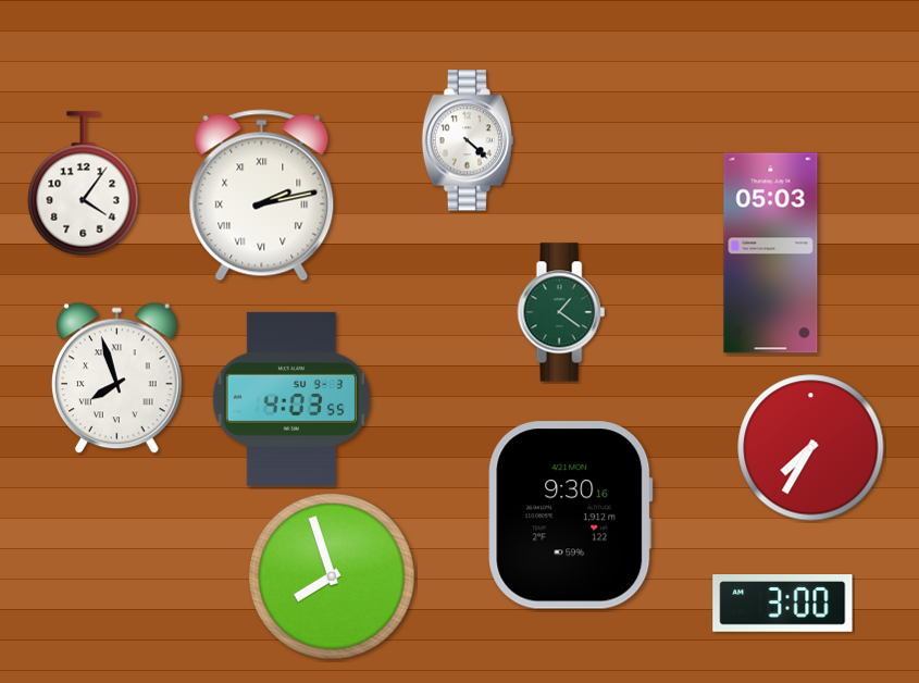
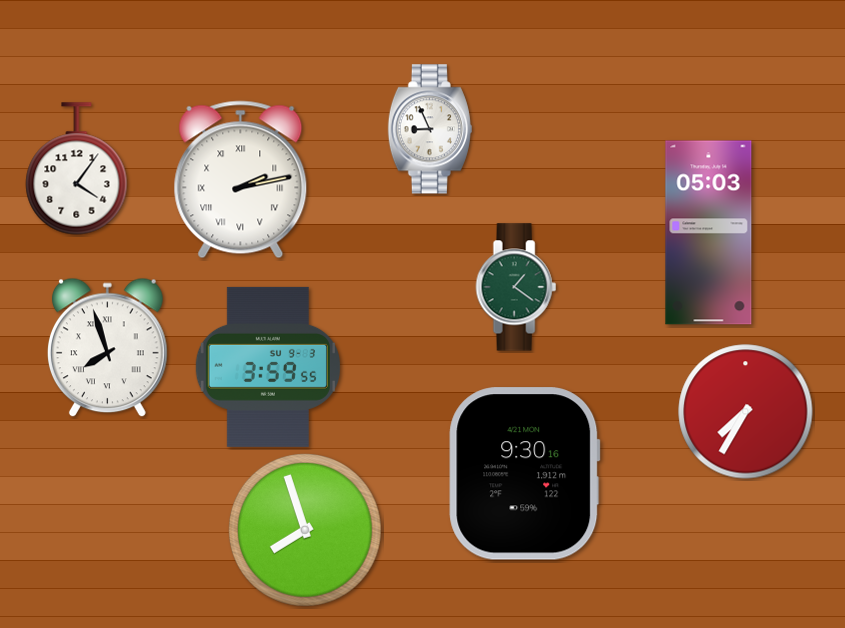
clock at (468, 140): 4:22 -> 8:56
clock at (291, 399): 4:03 -> 3:59
clock at (783, 604): 3:00 -> none
